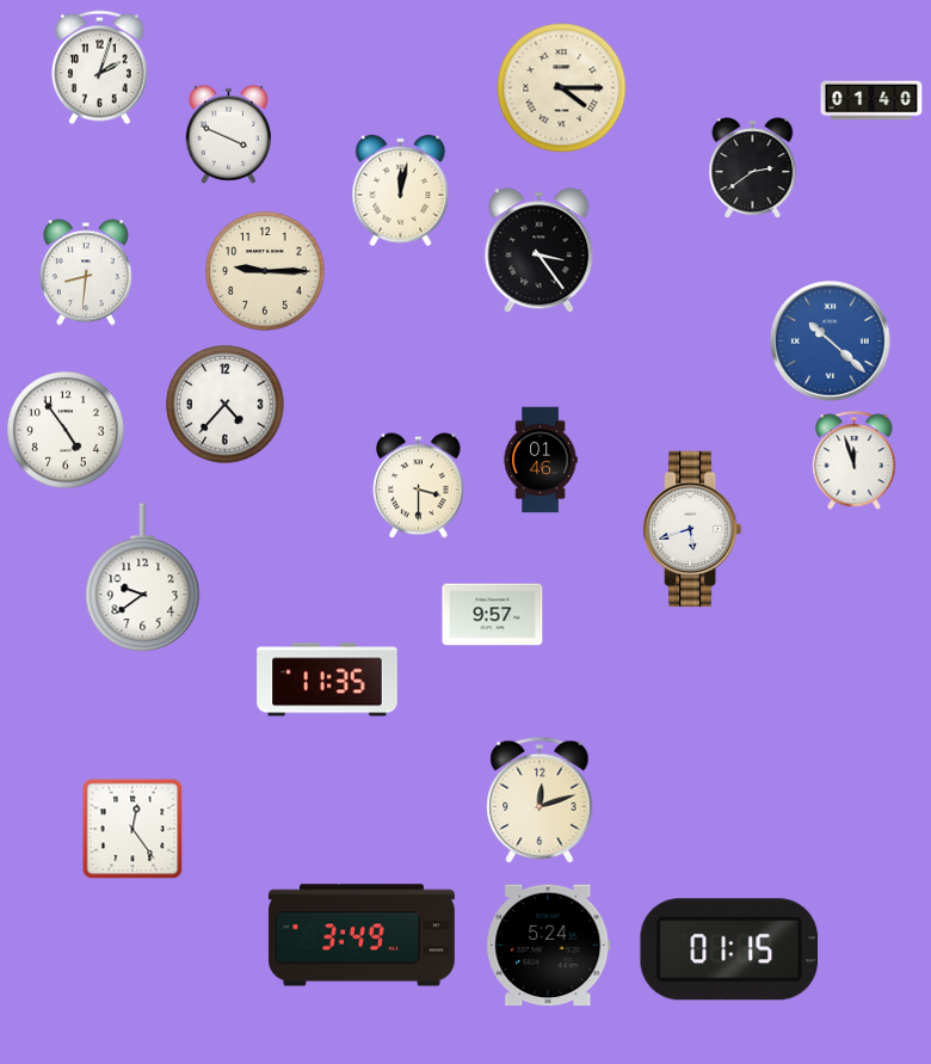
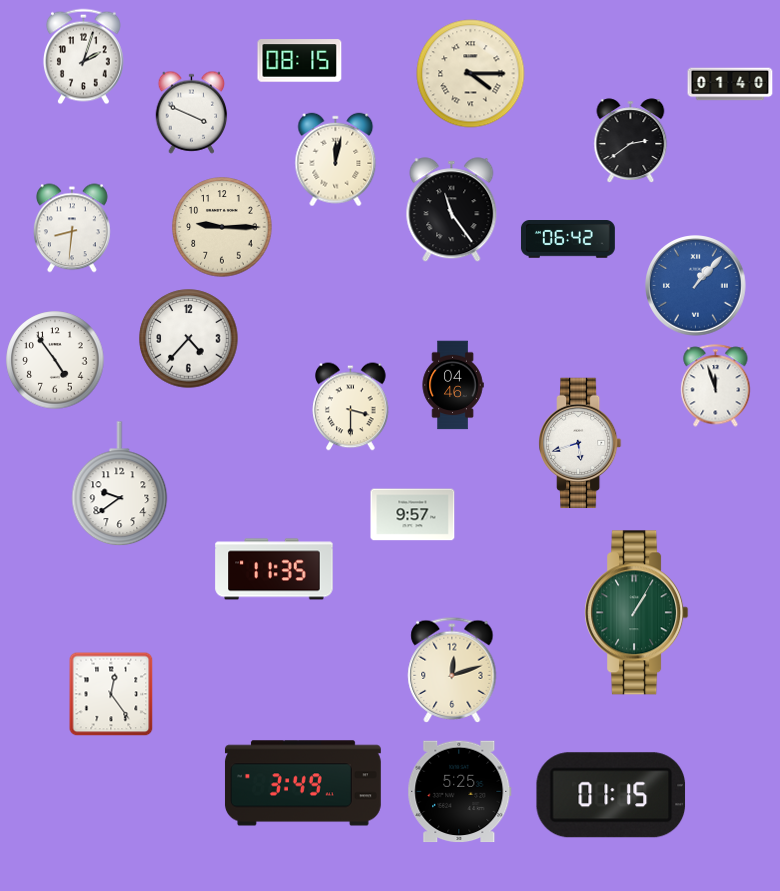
clock at (300, 61): none -> 08:15
clock at (540, 251): 3:24 -> 11:24
clock at (568, 240): none -> 06:42
clock at (831, 342): 10:22 -> 1:07
clock at (541, 460): 01:46 -> 04:46
clock at (637, 613): none -> 1:05
clock at (549, 946): 5:24 -> 5:25
